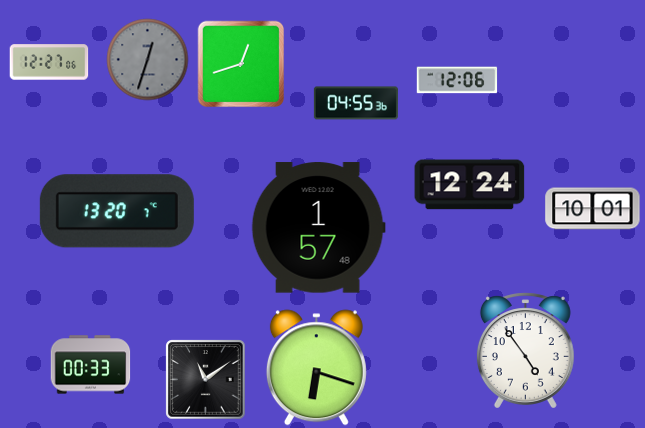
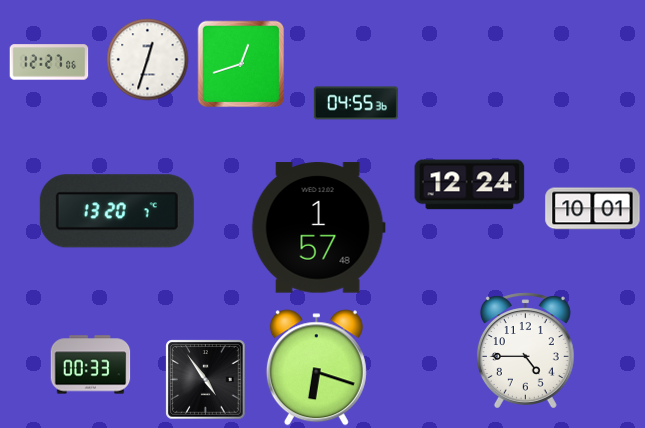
clock at (148, 60) dial: grey -> white
clock at (457, 80): 12:06 -> none
clock at (525, 351): 4:54 -> 4:45
clock at (206, 380): 11:09 -> 4:54
